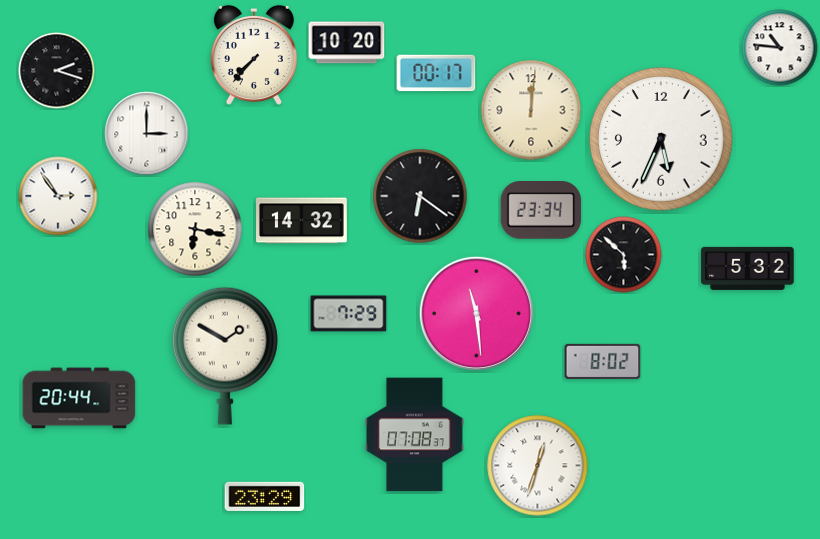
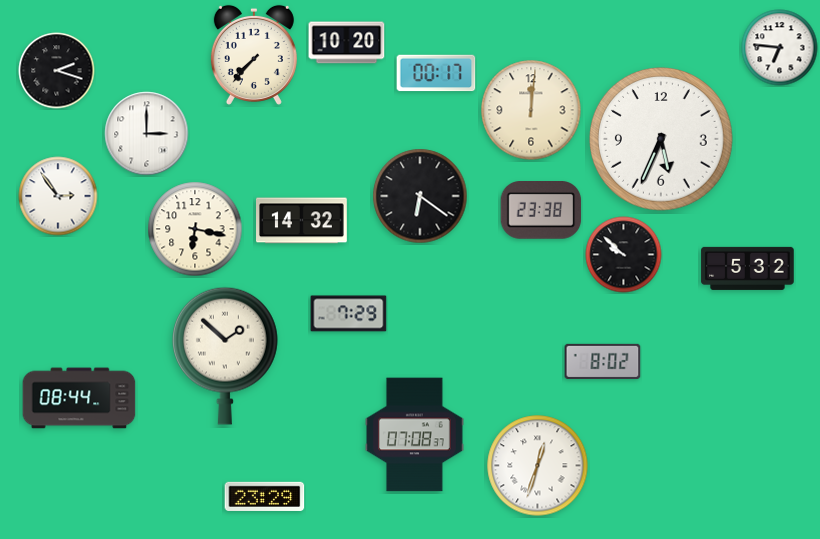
clock at (780, 48): 10:46 -> 6:46
clock at (541, 211): 23:34 -> 23:38
clock at (624, 255): 5:52 -> 9:52
clock at (476, 313): 11:29 -> none
clock at (225, 356): 1:50 -> 1:52
clock at (79, 398): 20:44 -> 08:44
